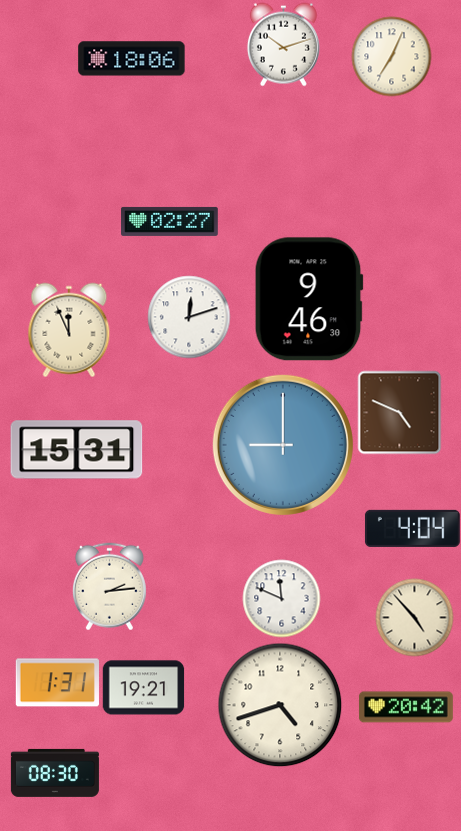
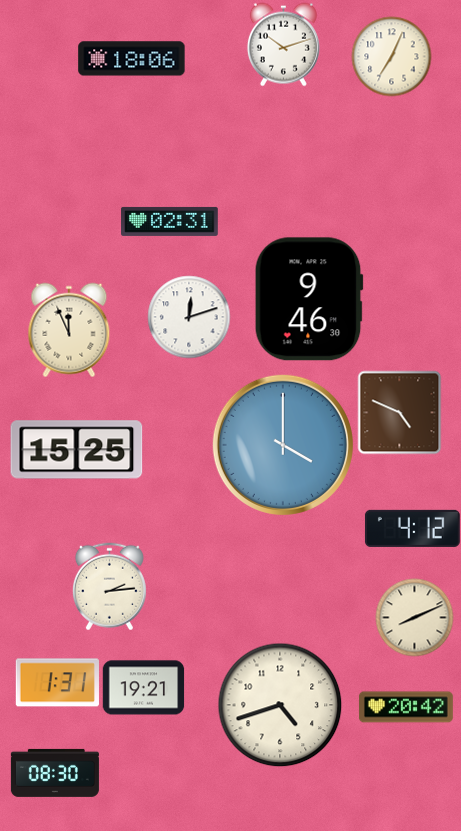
clock at (170, 221): 02:27 -> 02:31
clock at (283, 445): 9:00 -> 4:00
clock at (77, 450): 15:31 -> 15:25
clock at (412, 528): 4:04 -> 4:12
clock at (281, 598): 11:49 -> none
clock at (414, 617): 4:53 -> 8:11
